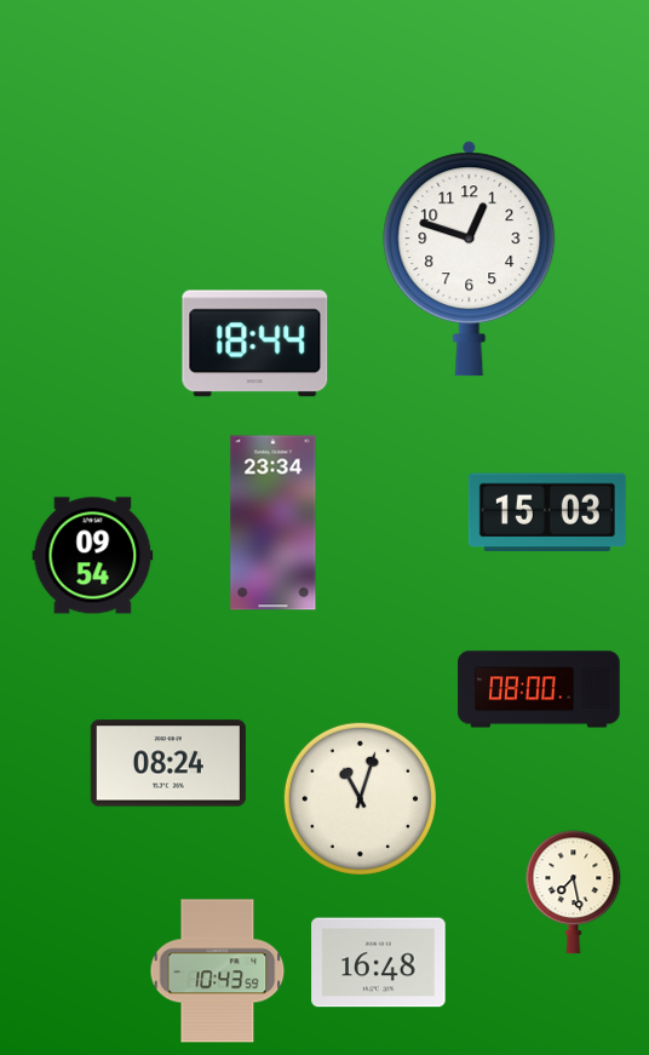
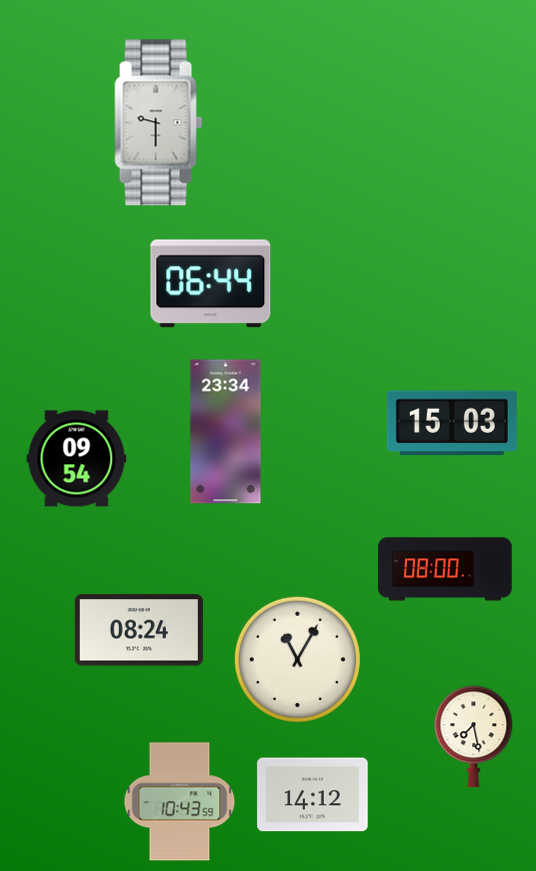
clock at (159, 123): none -> 9:30
clock at (470, 259): 12:48 -> none
clock at (255, 344): 18:44 -> 06:44
clock at (360, 798): 11:03 -> 11:05
clock at (379, 963): 16:48 -> 14:12
